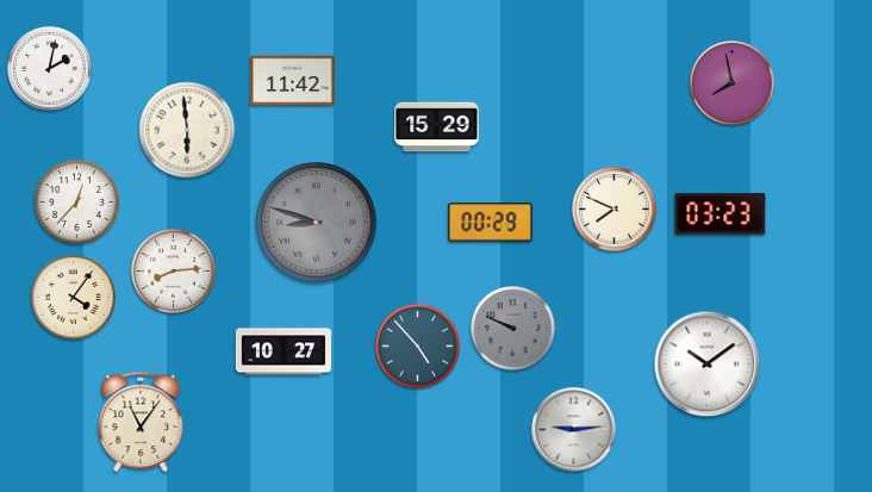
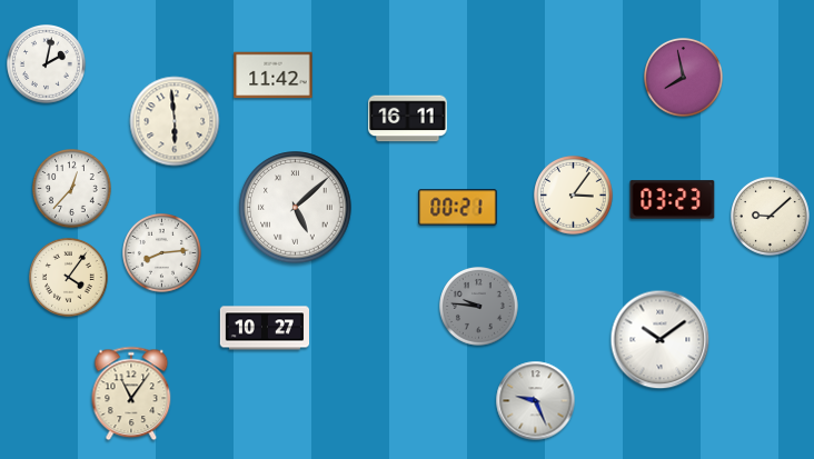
clock at (437, 127): 15:29 -> 16:11
clock at (615, 210): 7:49 -> 3:06
clock at (317, 223): 8:48 -> 5:08
clock at (317, 223) dial: grey -> white
clock at (491, 223): 00:29 -> 00:21
clock at (771, 217): none -> 9:08
clock at (513, 329): 9:49 -> 9:46
clock at (418, 347): 4:53 -> none
clock at (574, 430): 9:14 -> 9:26
